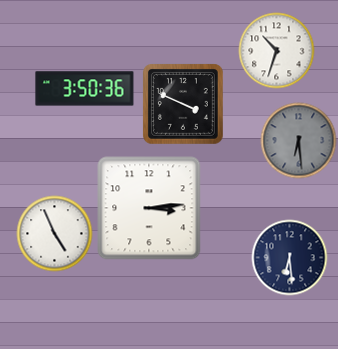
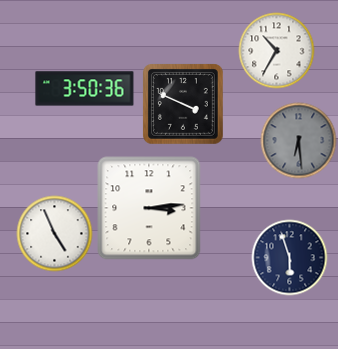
clock at (277, 51): 10:33 -> 10:35
clock at (290, 258): 6:29 -> 5:57
